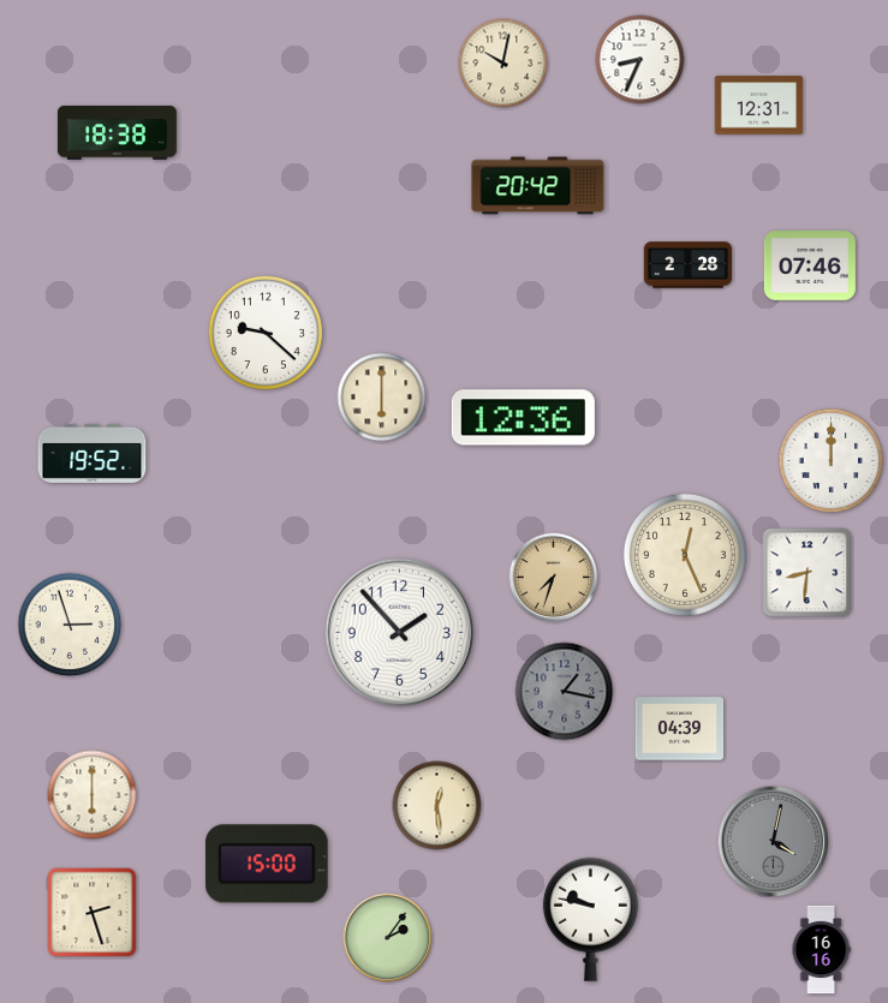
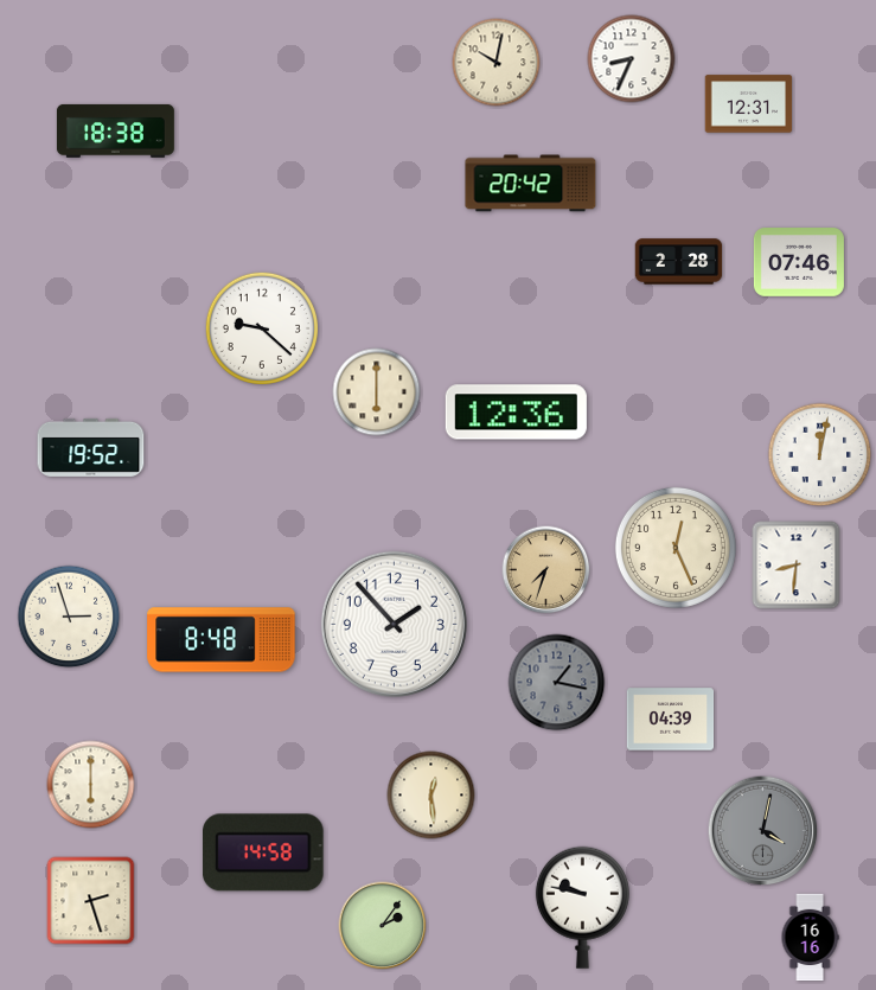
clock at (832, 461): 12:00 -> 12:02
clock at (222, 640): none -> 8:48
clock at (268, 864): 15:00 -> 14:58
